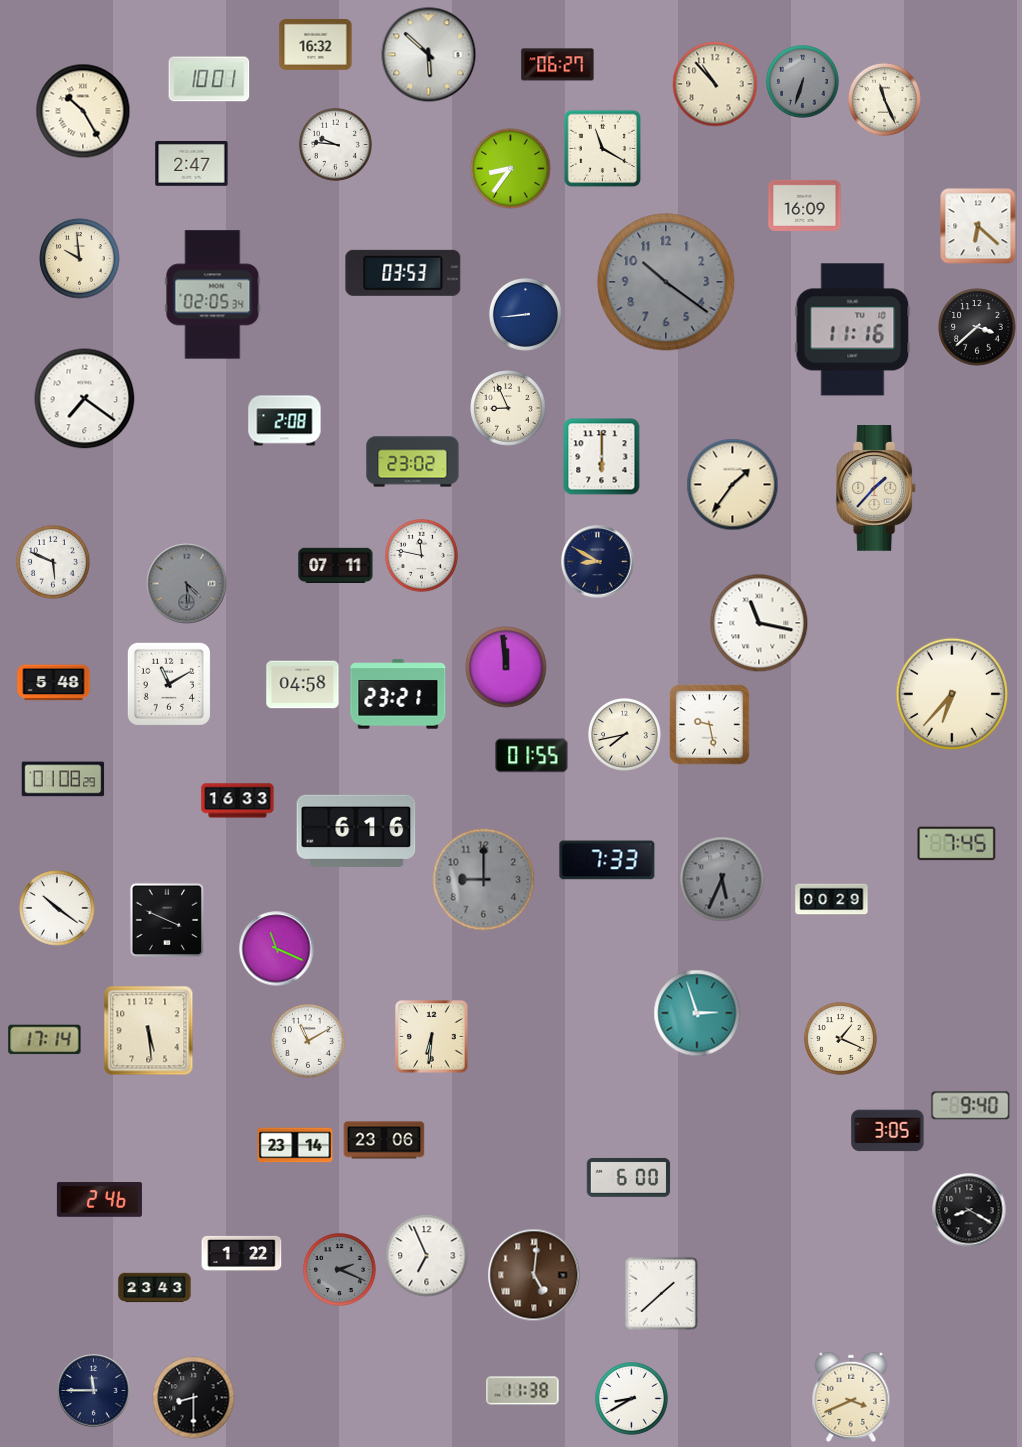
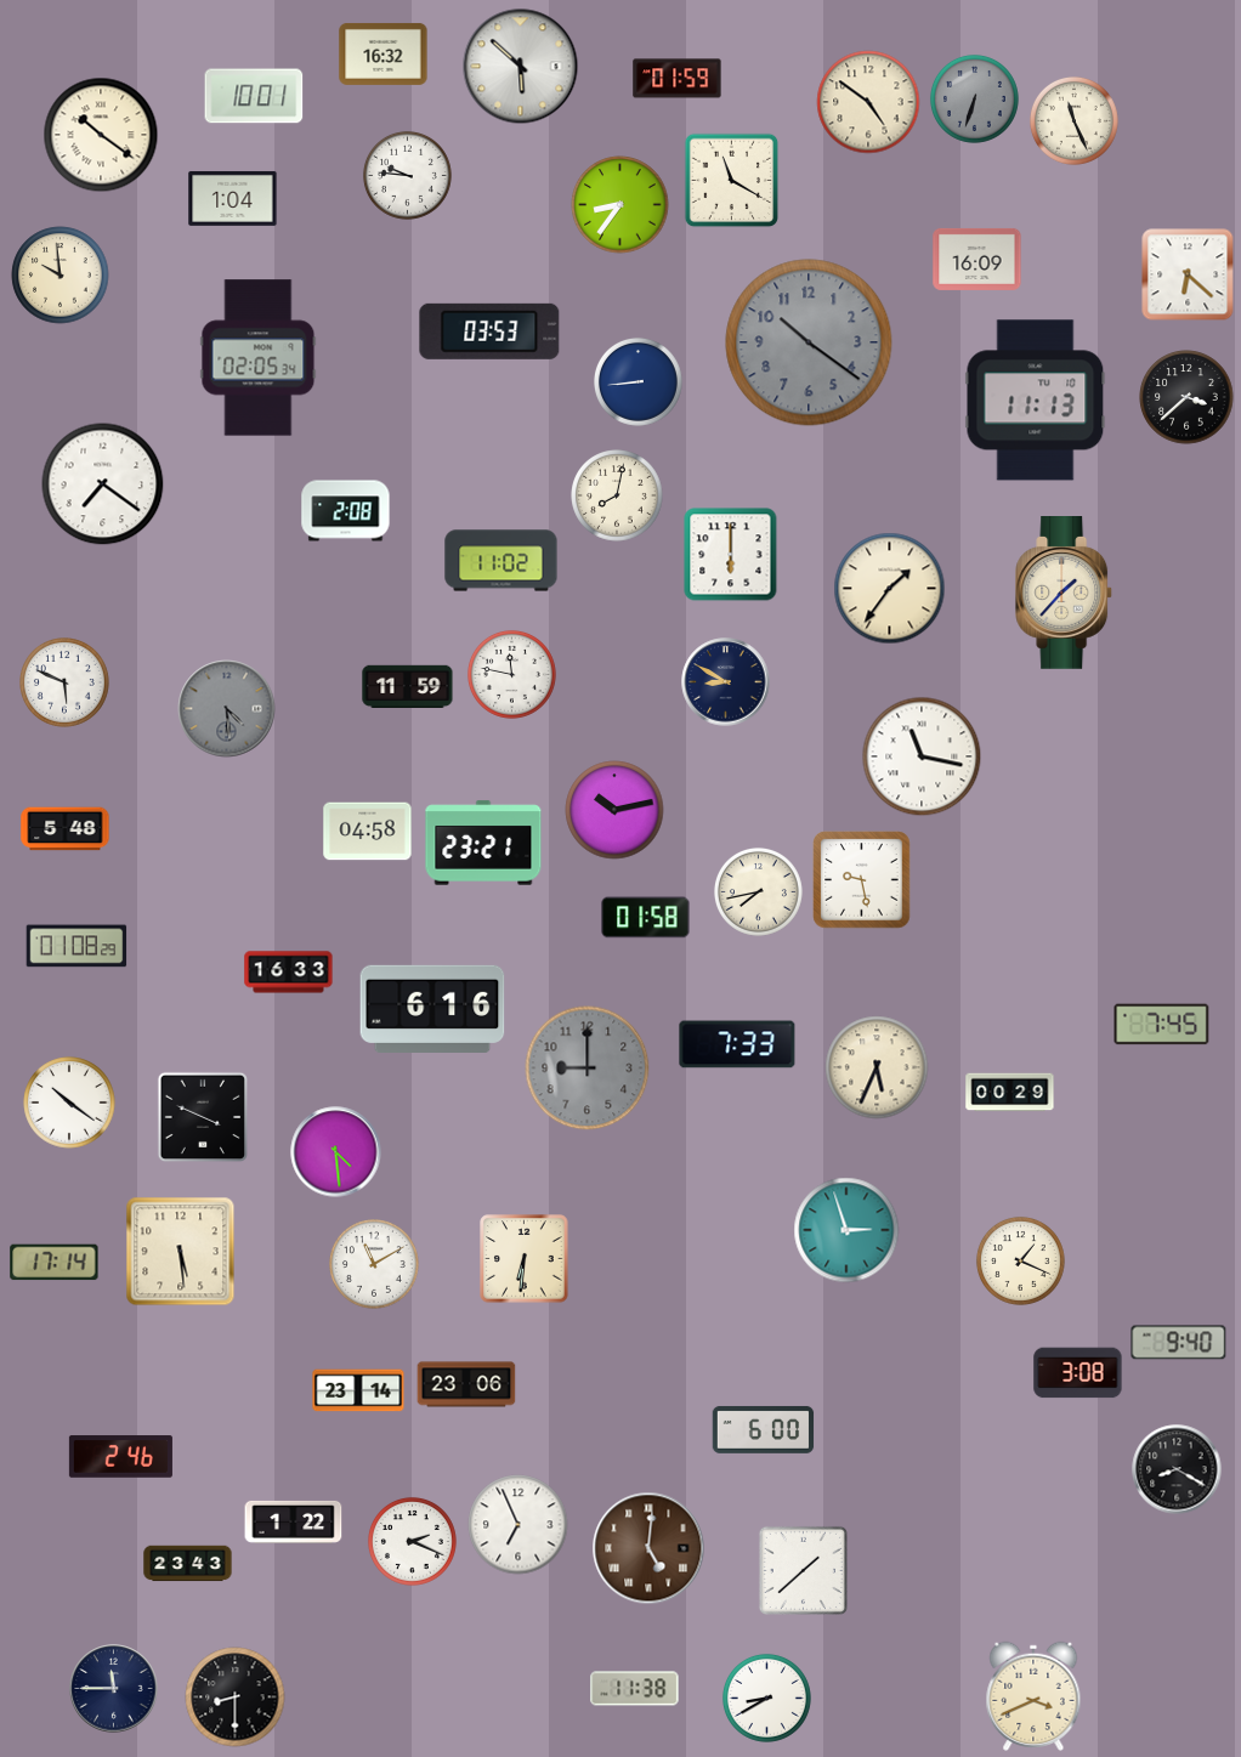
clock at (558, 65): 06:27 -> 01:59
clock at (715, 84): 10:53 -> 4:51
clock at (83, 111): 10:25 -> 10:21
clock at (192, 163): 2:47 -> 1:04
clock at (805, 205) position: (805, 205) -> (977, 259)
clock at (80, 259) position: (80, 259) -> (61, 276)
clock at (853, 330): 11:16 -> 11:13
clock at (508, 408): 8:56 -> 8:02
clock at (413, 462): 23:02 -> 11:02
clock at (336, 565): 07:11 -> 11:59
clock at (506, 667): 11:59 -> 10:13
clock at (169, 684): 11:10 -> none
clock at (952, 694): 6:37 -> none
clock at (532, 756): 01:55 -> 01:58
clock at (722, 879) dial: grey -> cream
clock at (277, 949): 11:19 -> 4:29
clock at (888, 1131): 3:05 -> 3:08
clock at (339, 1269) dial: grey -> white
